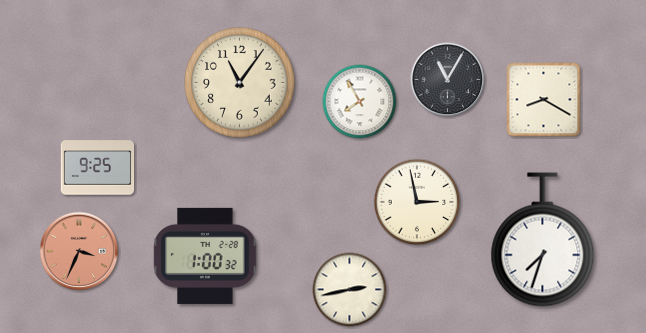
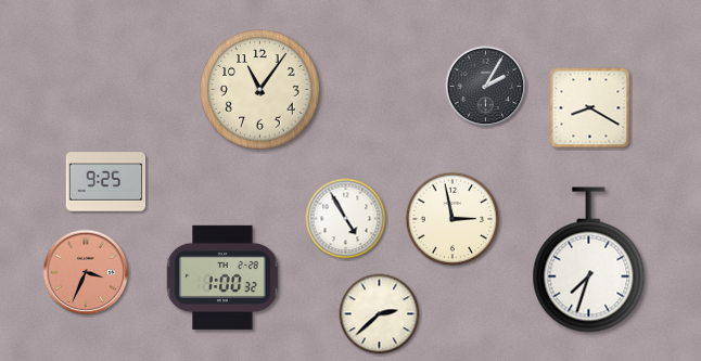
clock at (448, 80): 11:05 -> 2:05
clock at (360, 102): 7:55 -> none
clock at (346, 219): none -> 4:55
clock at (350, 290): 2:43 -> 2:38
